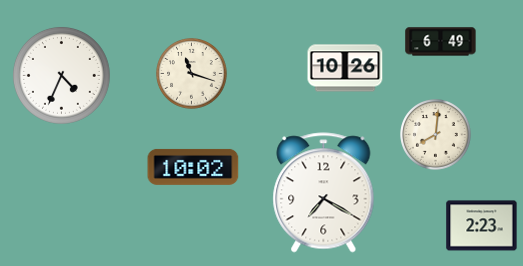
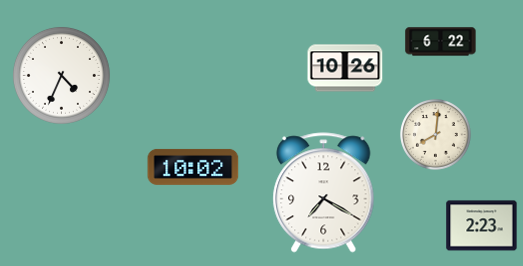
clock at (441, 42): 6:49 -> 6:22
clock at (192, 74): 11:18 -> none
